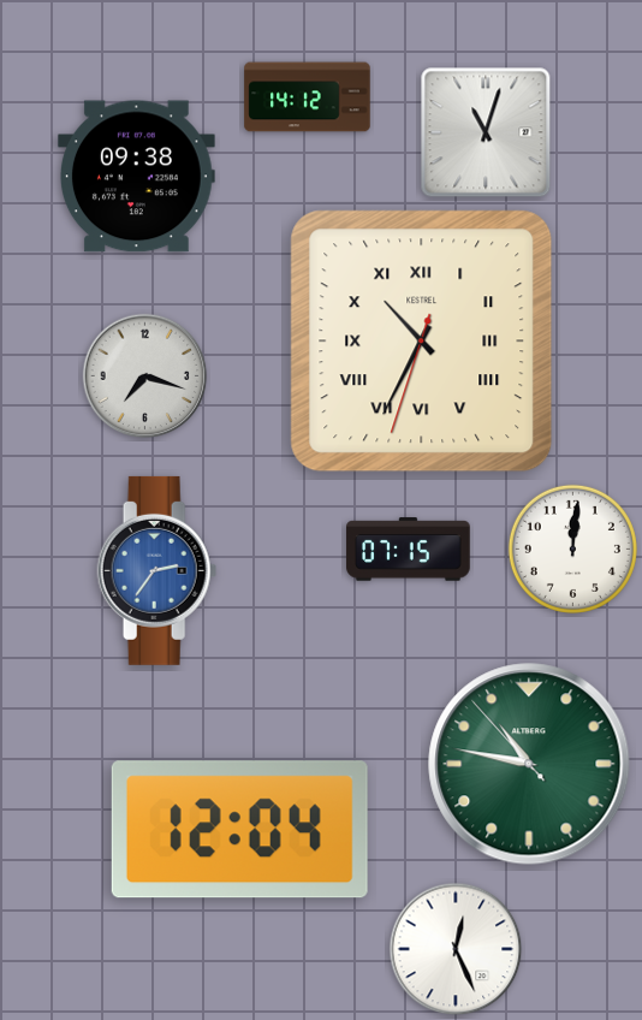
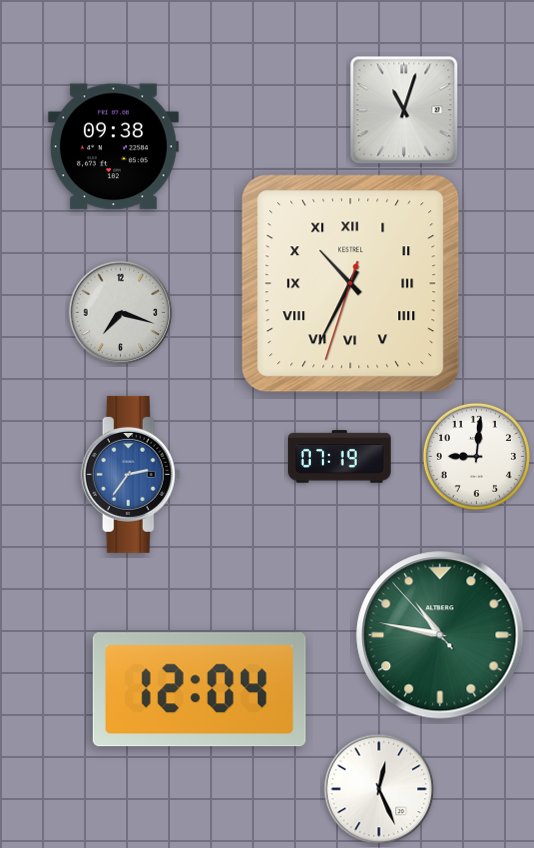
clock at (308, 97): 14:12 -> none
clock at (572, 548): 12:01 -> 9:01
clock at (409, 550): 07:15 -> 07:19
